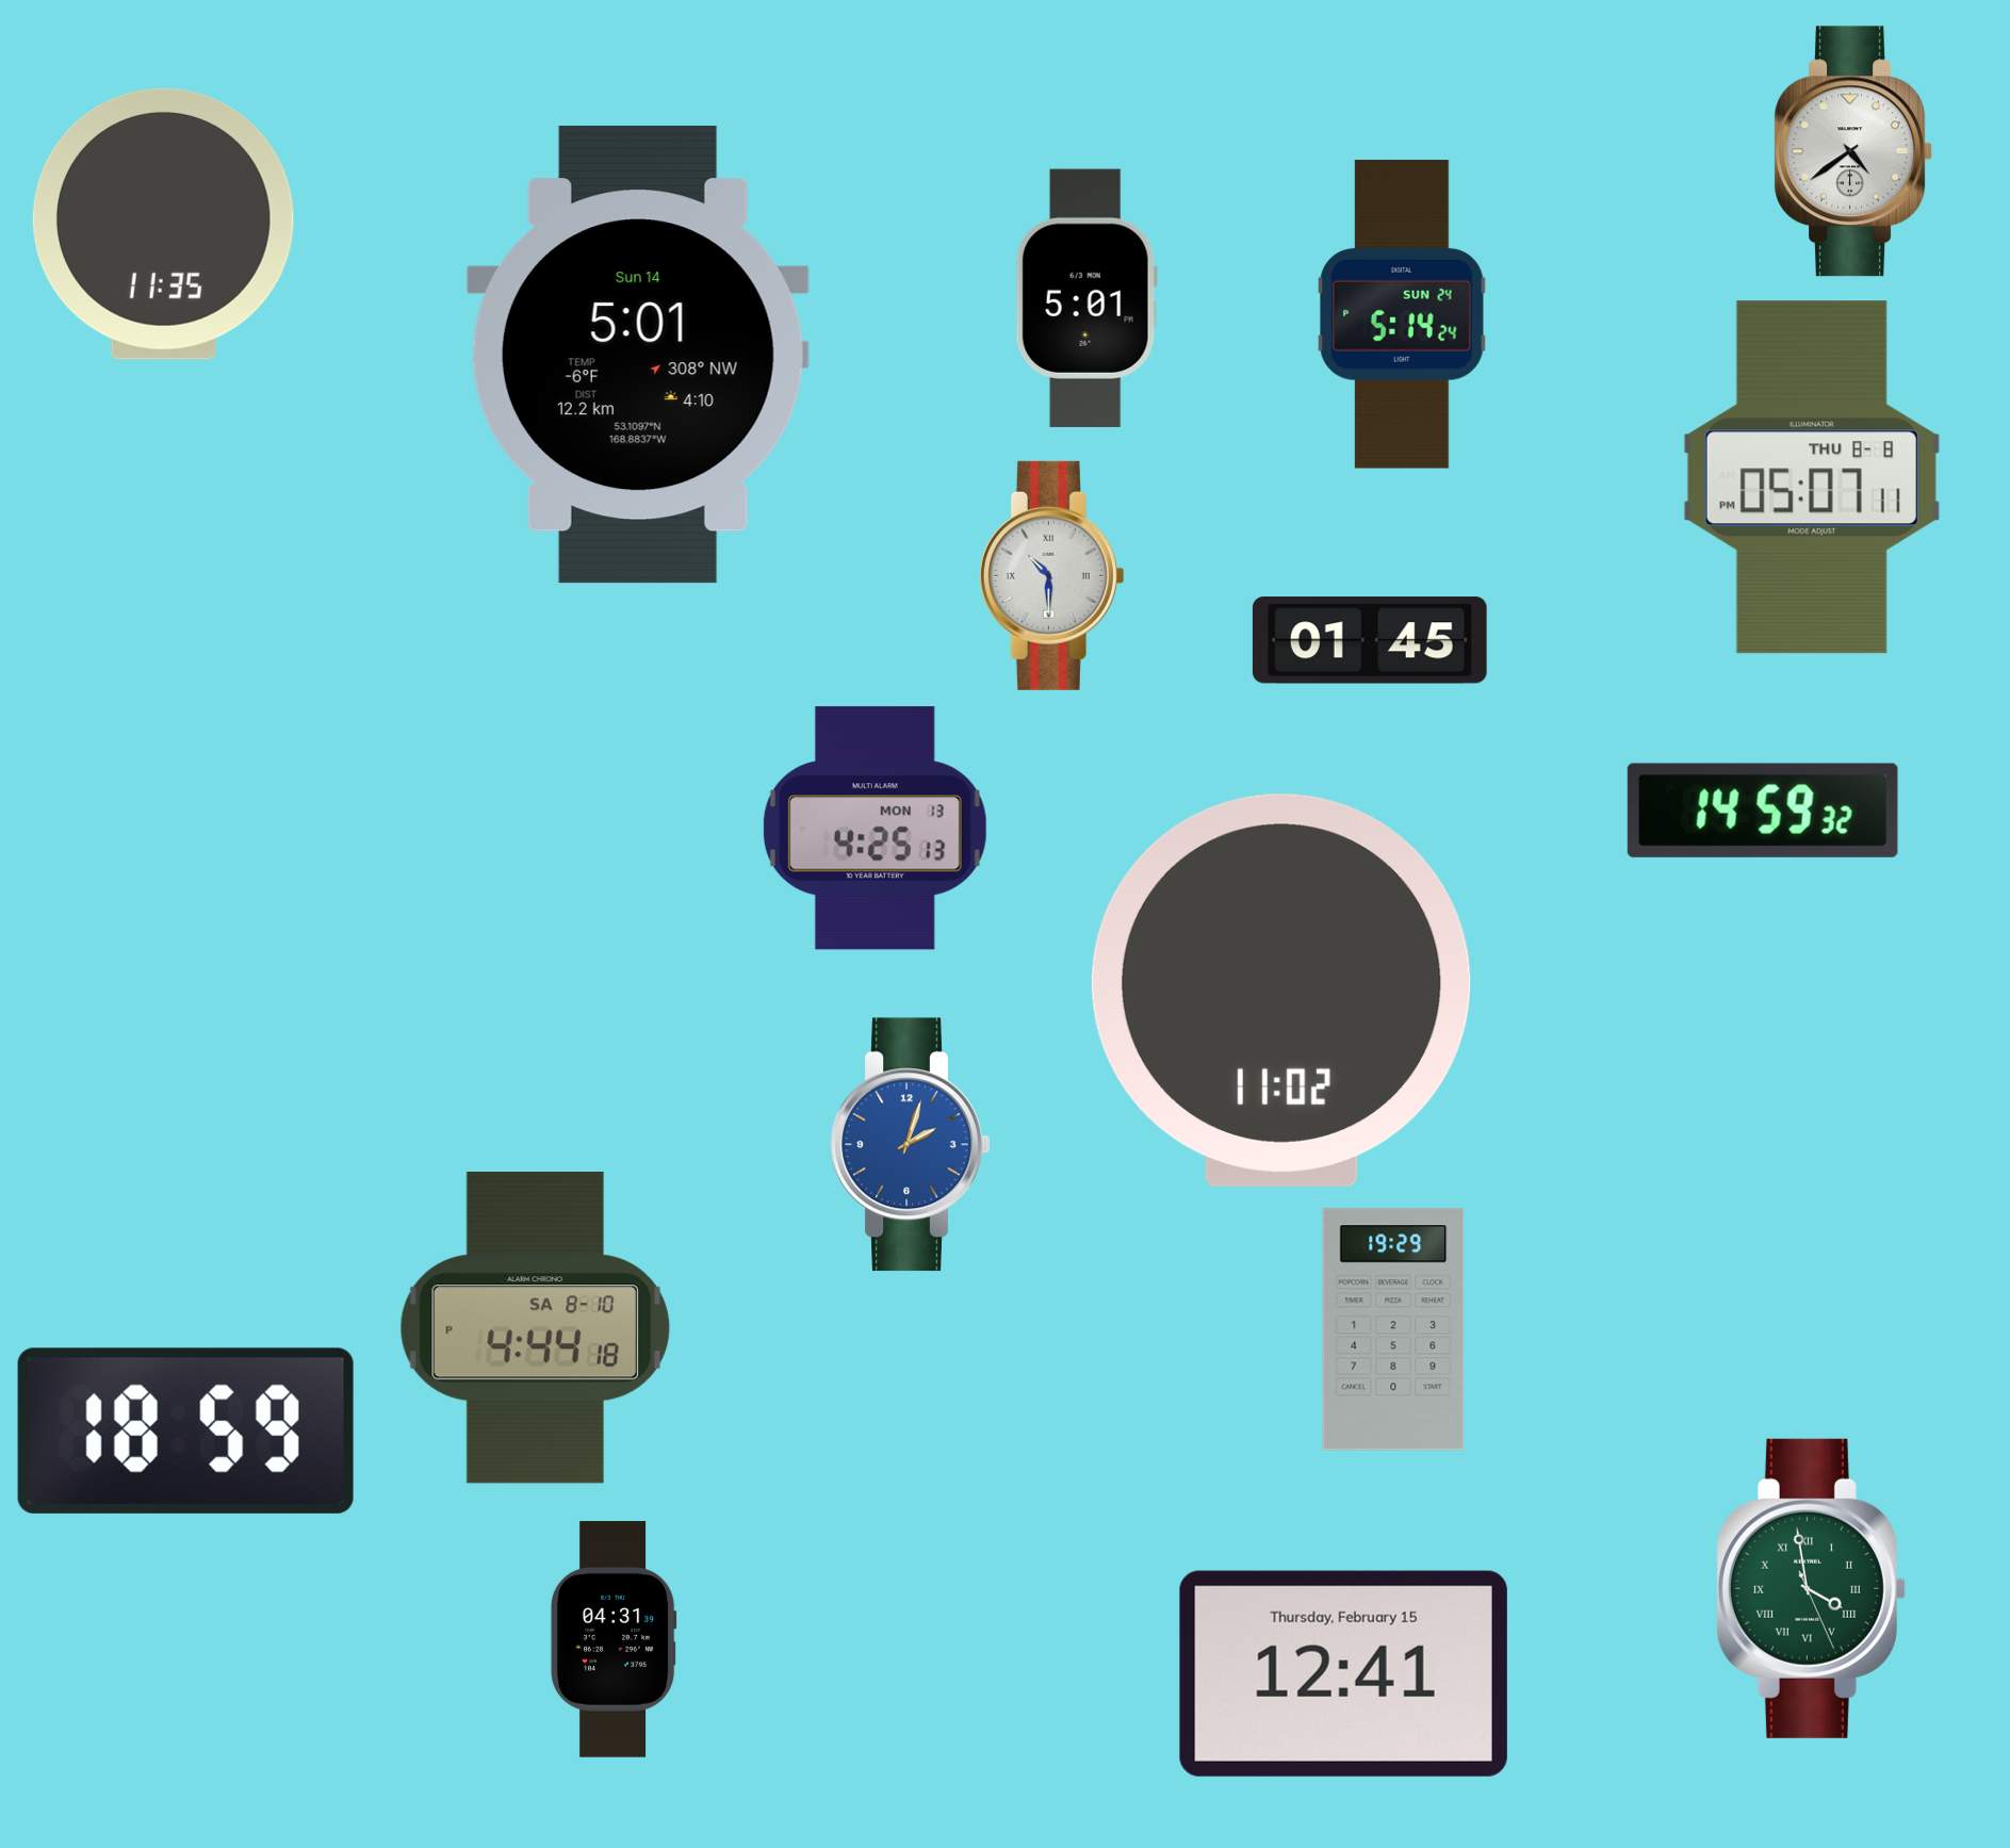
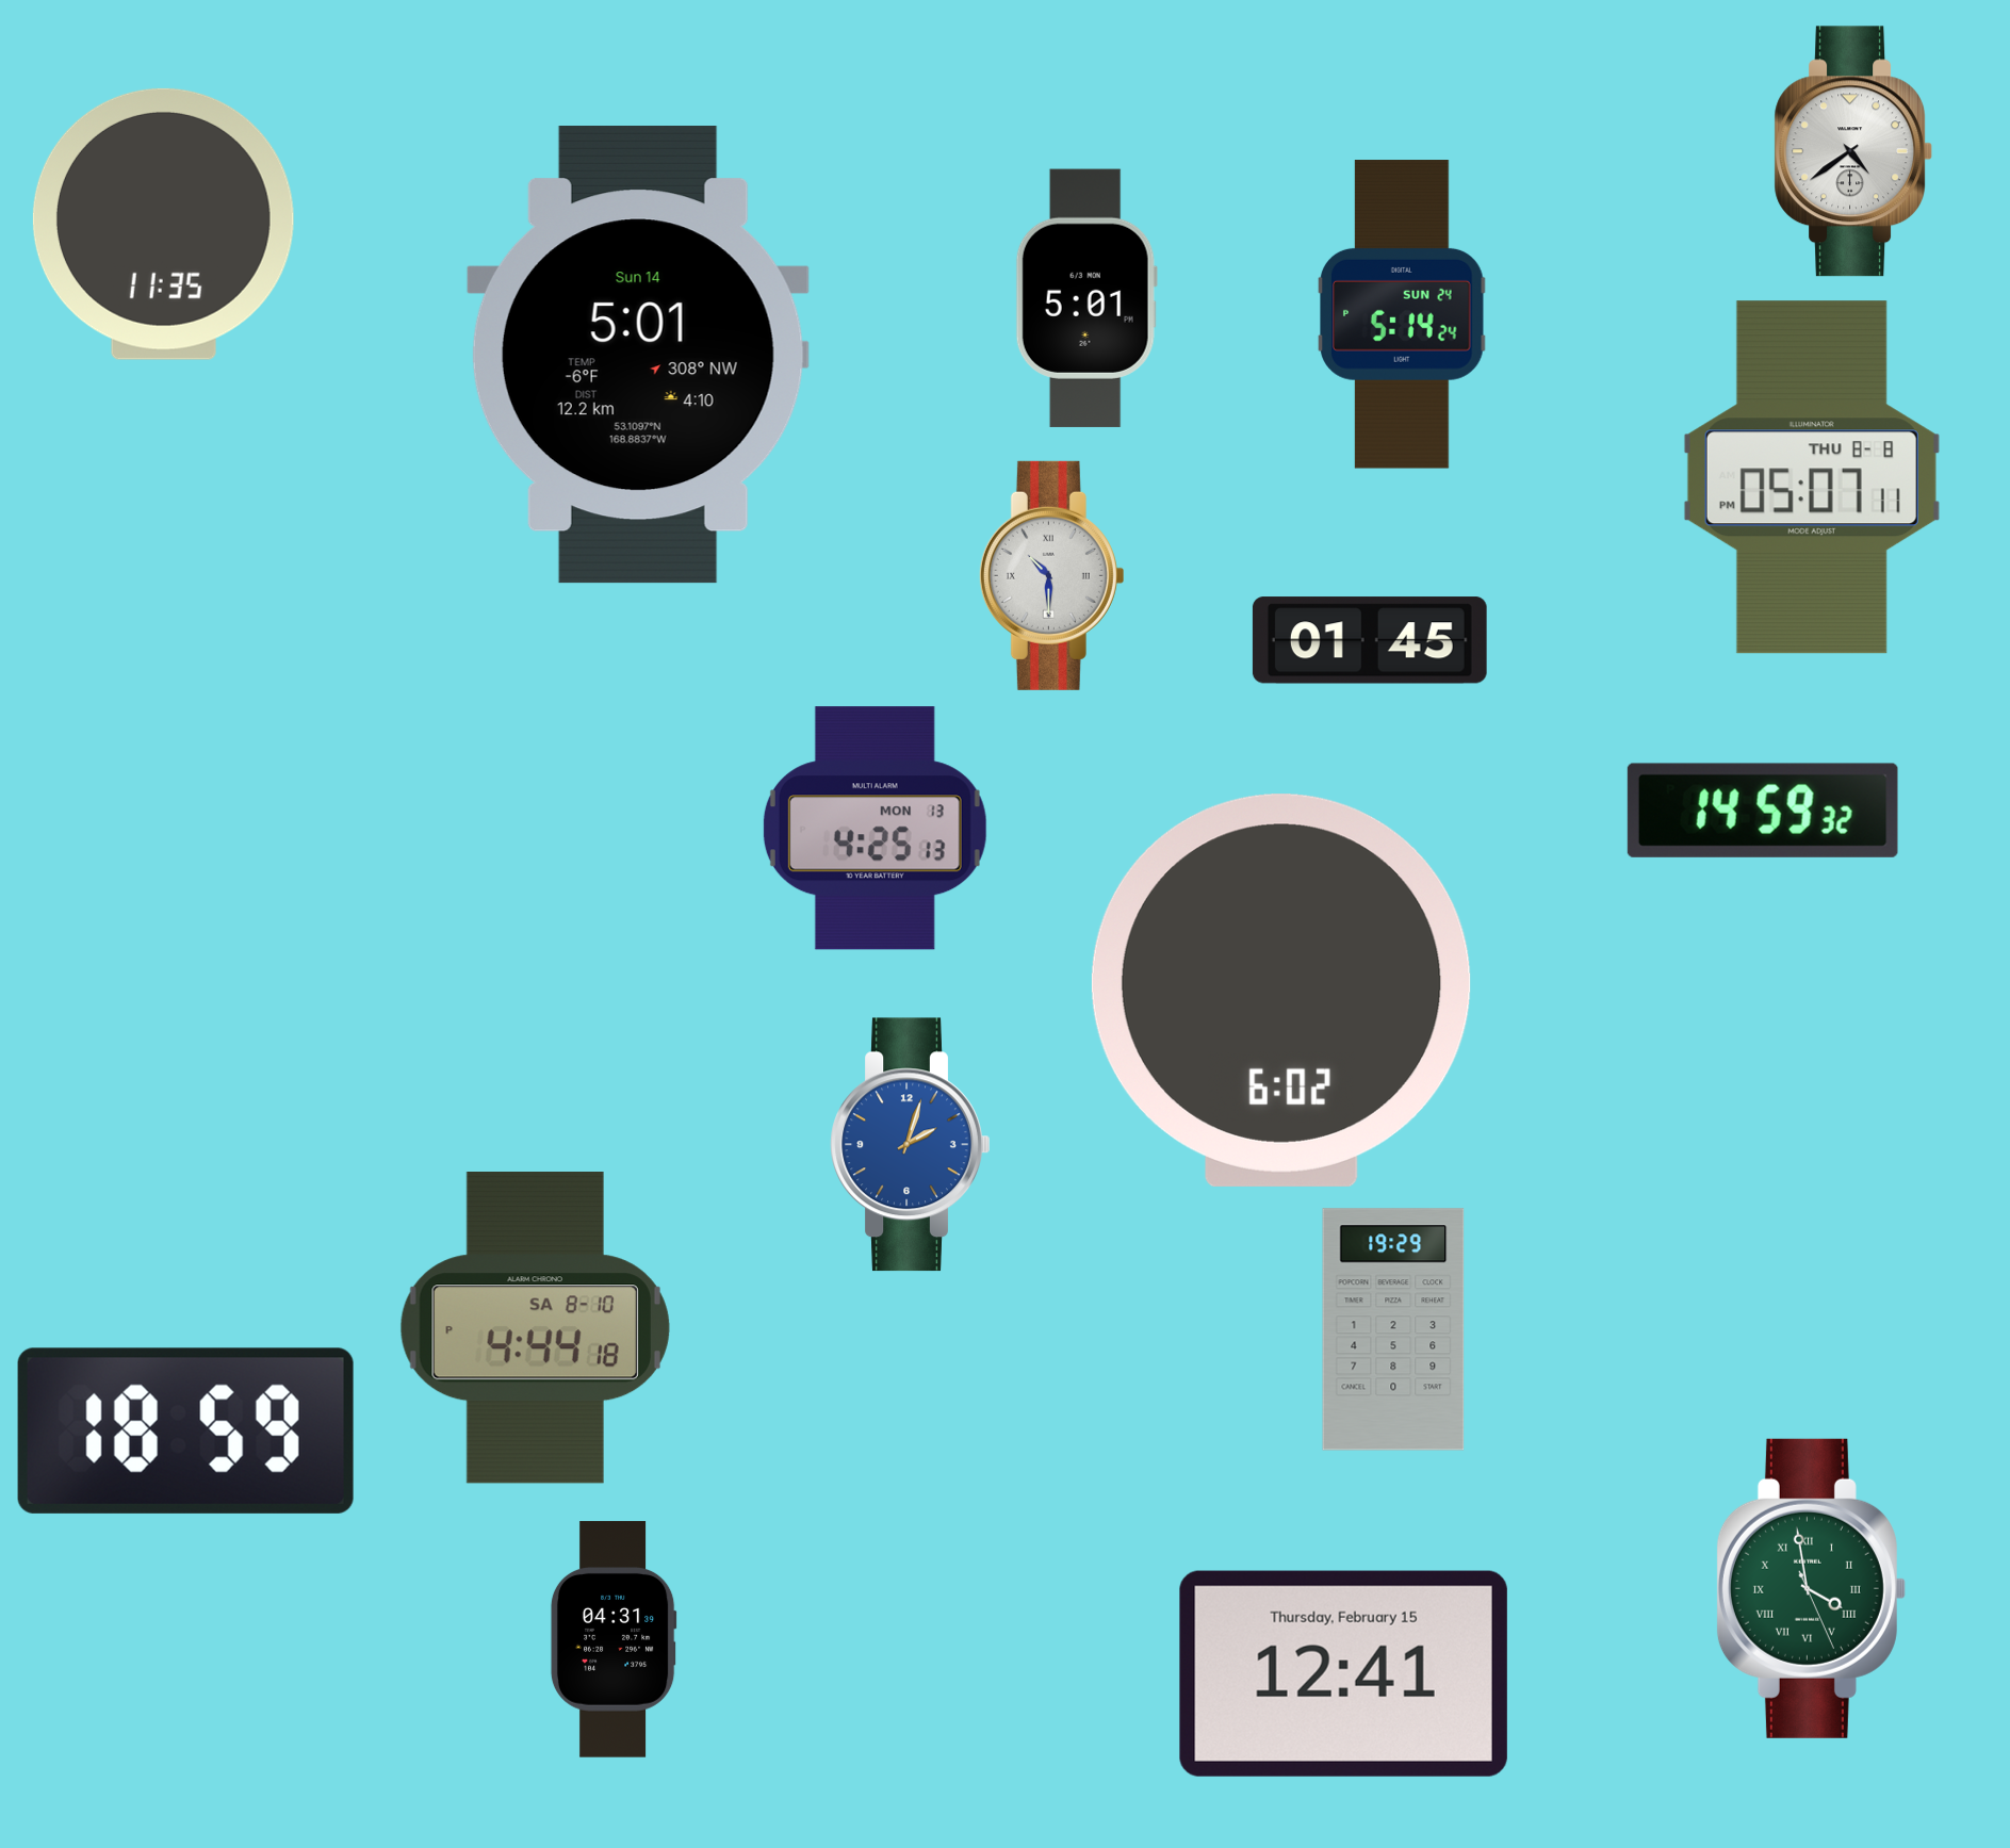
clock at (1281, 991): 11:02 -> 6:02
